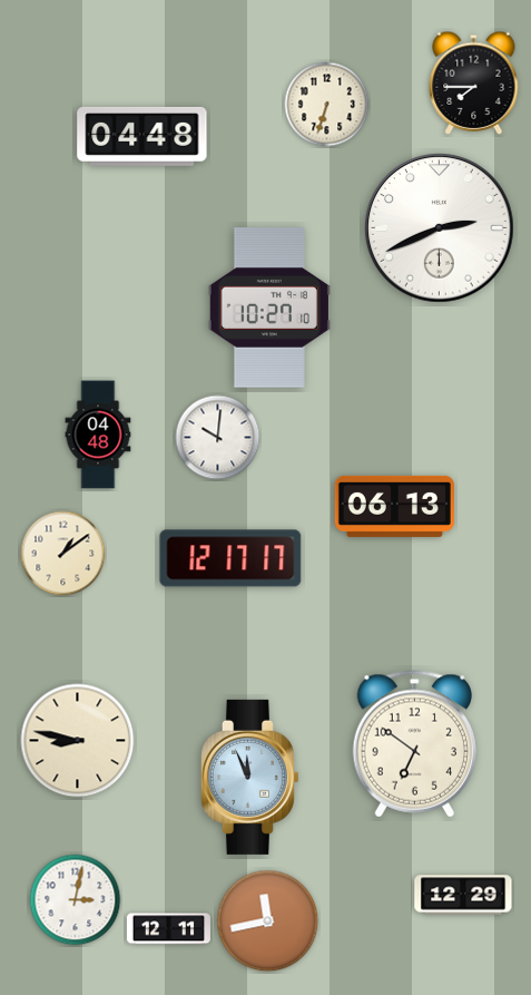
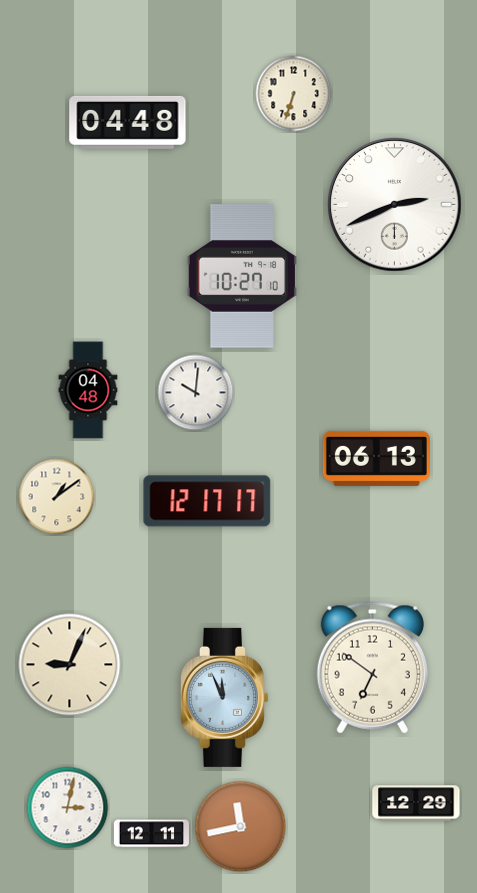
clock at (474, 82): 7:45 -> none
clock at (394, 506) position: (394, 506) -> (376, 458)
clock at (78, 741): 8:47 -> 9:04
